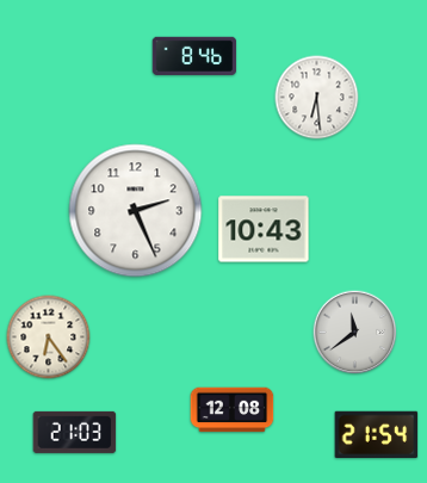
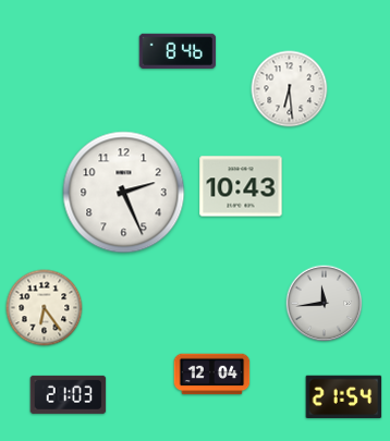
clock at (264, 229) position: (264, 229) -> (241, 186)
clock at (355, 333): 11:39 -> 11:44
clock at (233, 410): 12:08 -> 12:04
